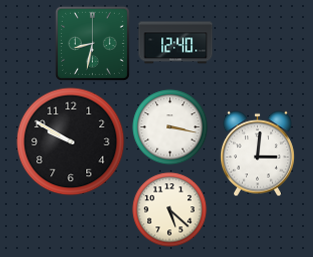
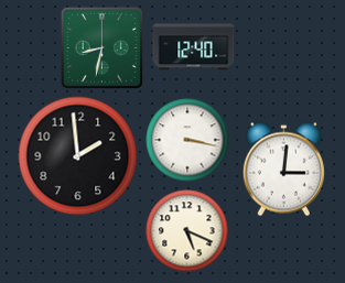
clock at (71, 142): 9:50 -> 1:59
clock at (170, 210): 5:22 -> 5:19
